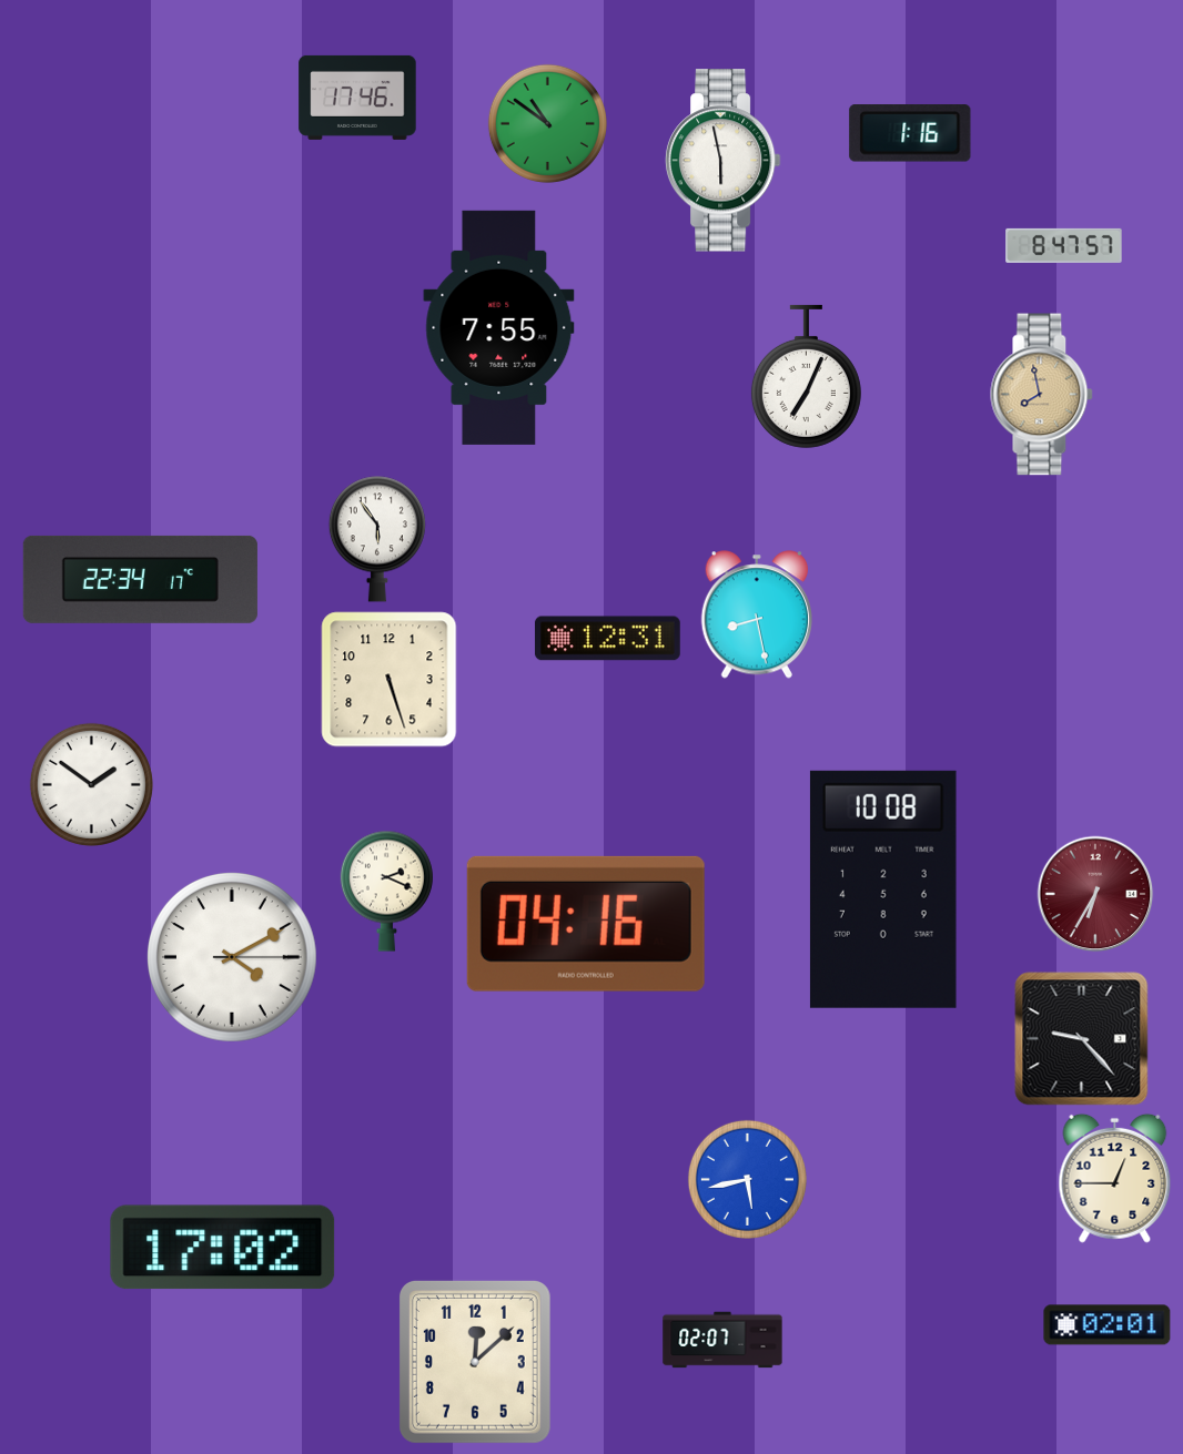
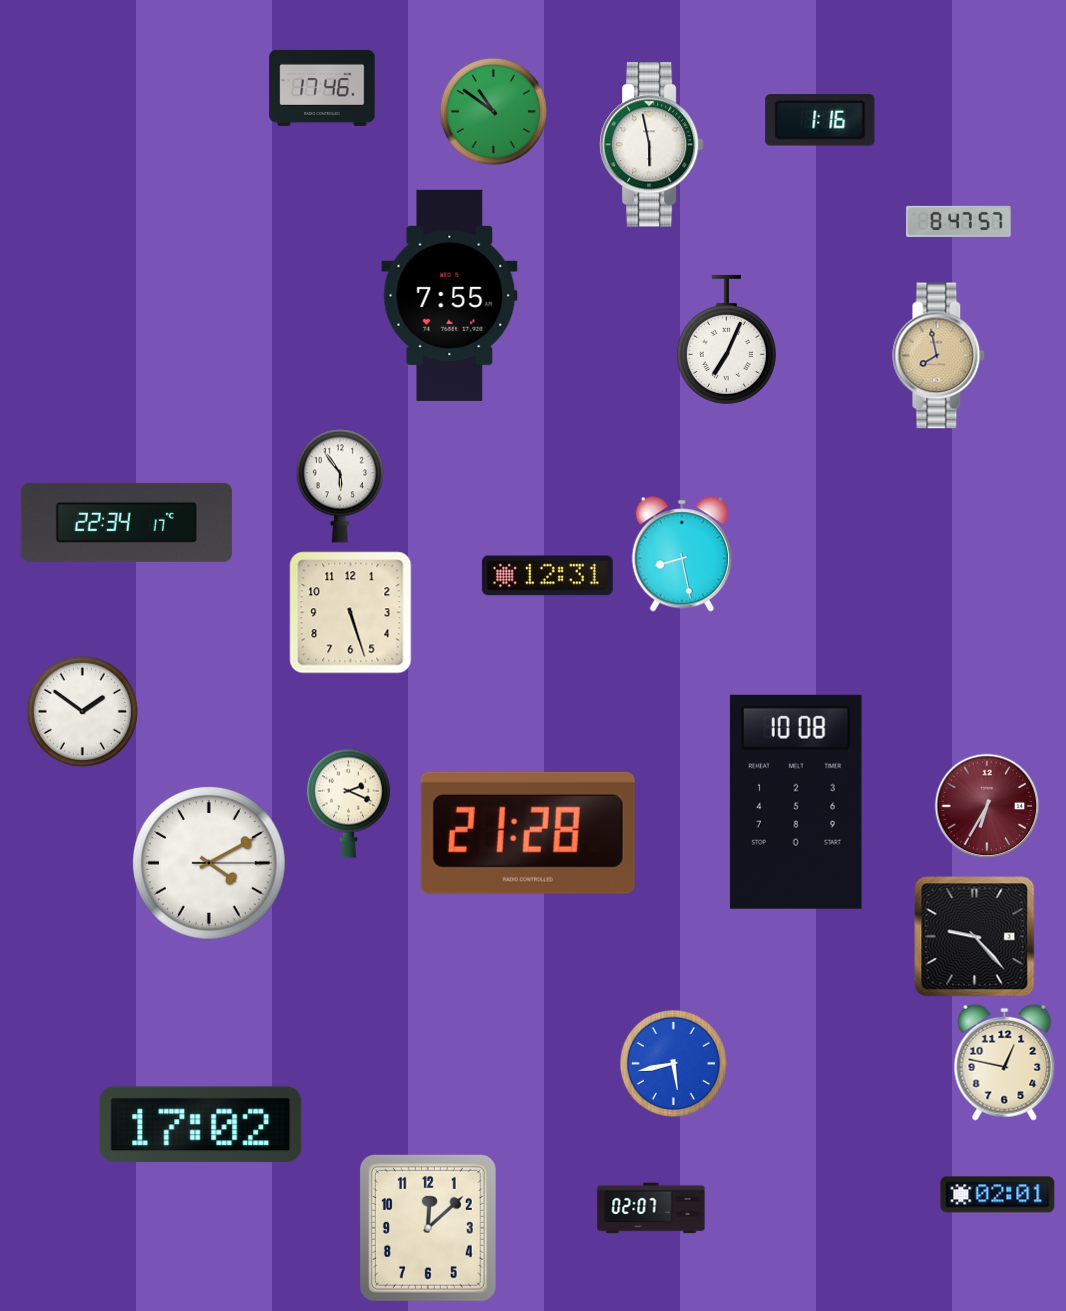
clock at (91, 784) position: (91, 784) -> (82, 711)
clock at (586, 924): 04:16 -> 21:28
clock at (1115, 1178): 12:45 -> 12:47
